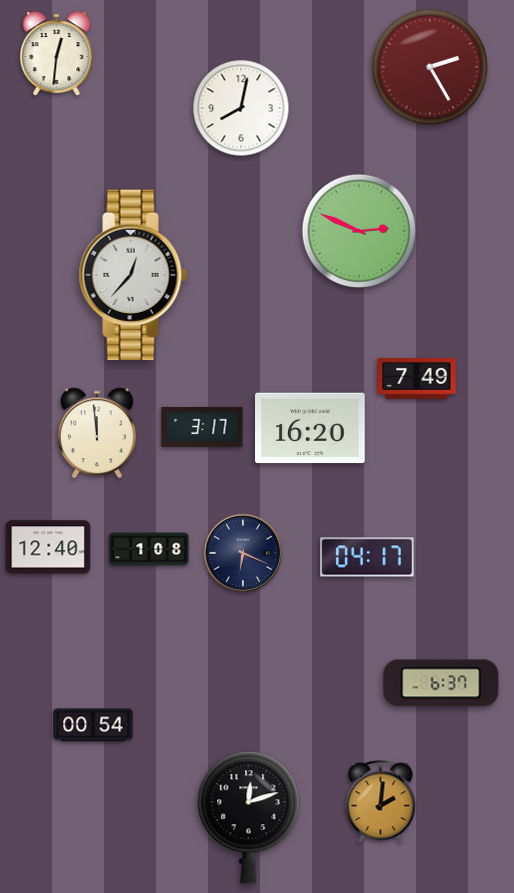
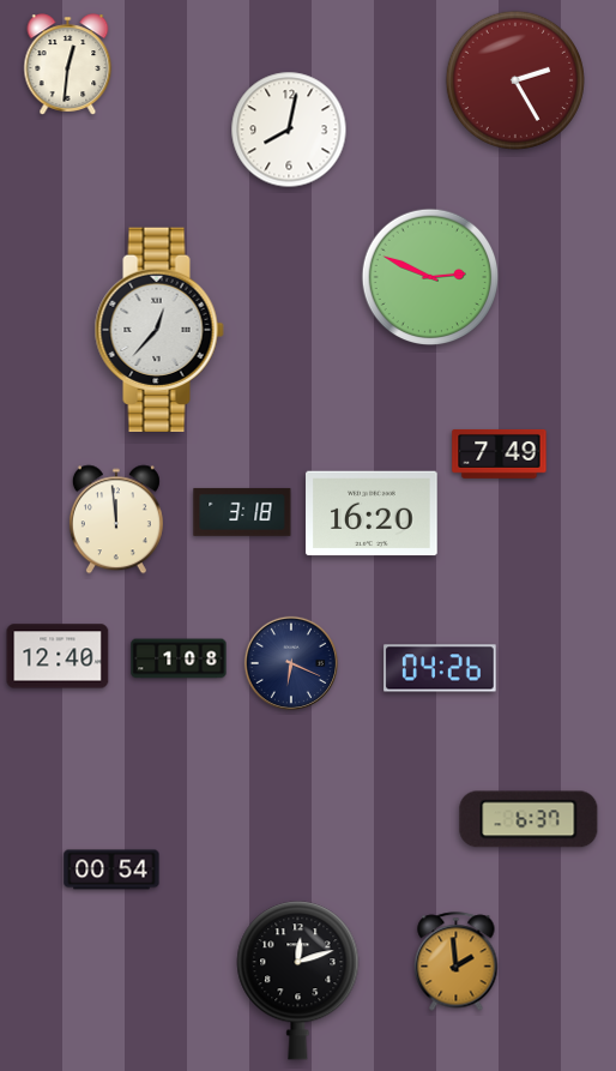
clock at (202, 427): 3:17 -> 3:18
clock at (367, 557): 04:17 -> 04:26
clock at (381, 802): 2:01 -> 1:59
